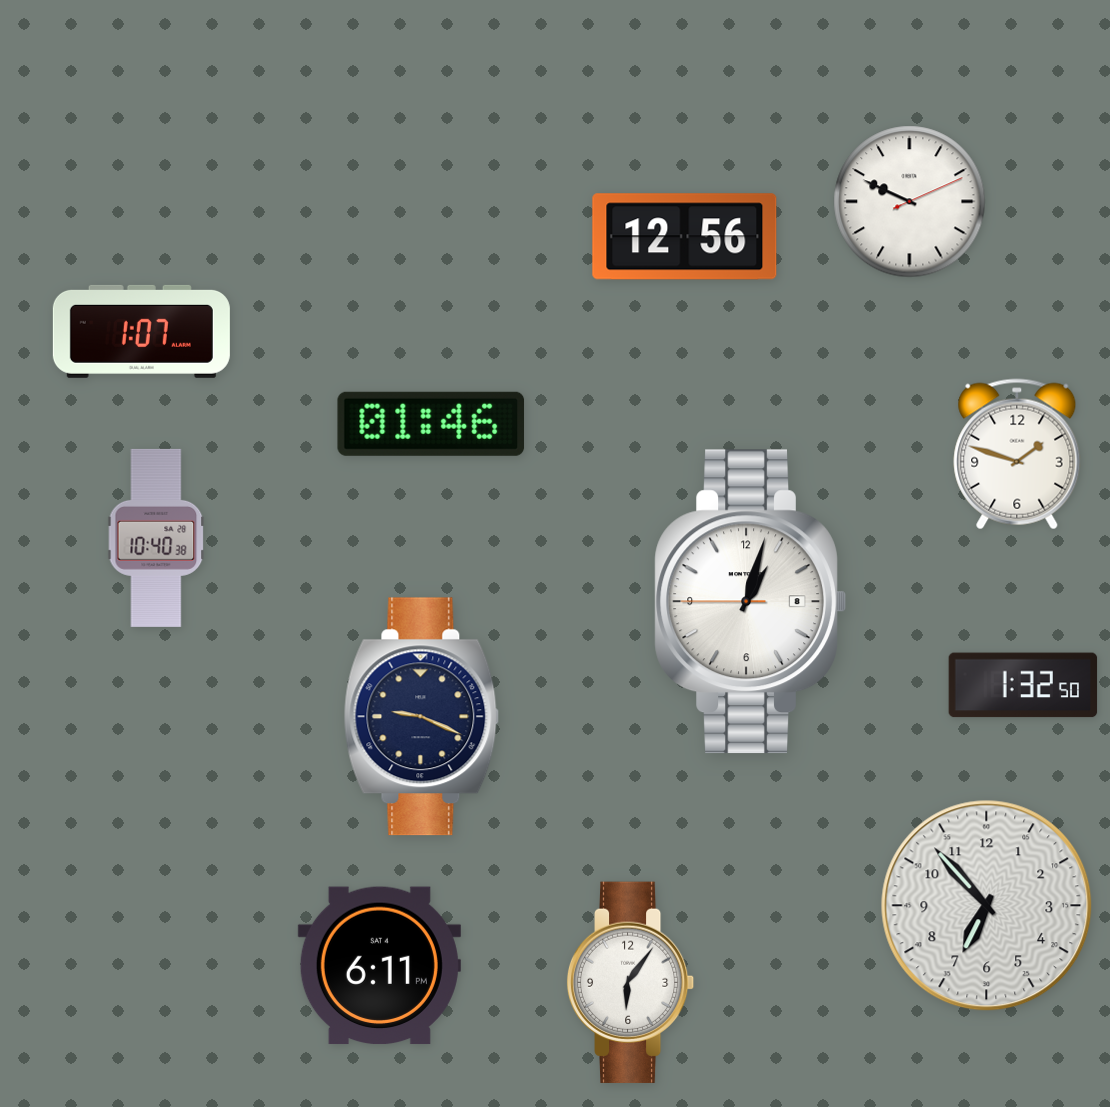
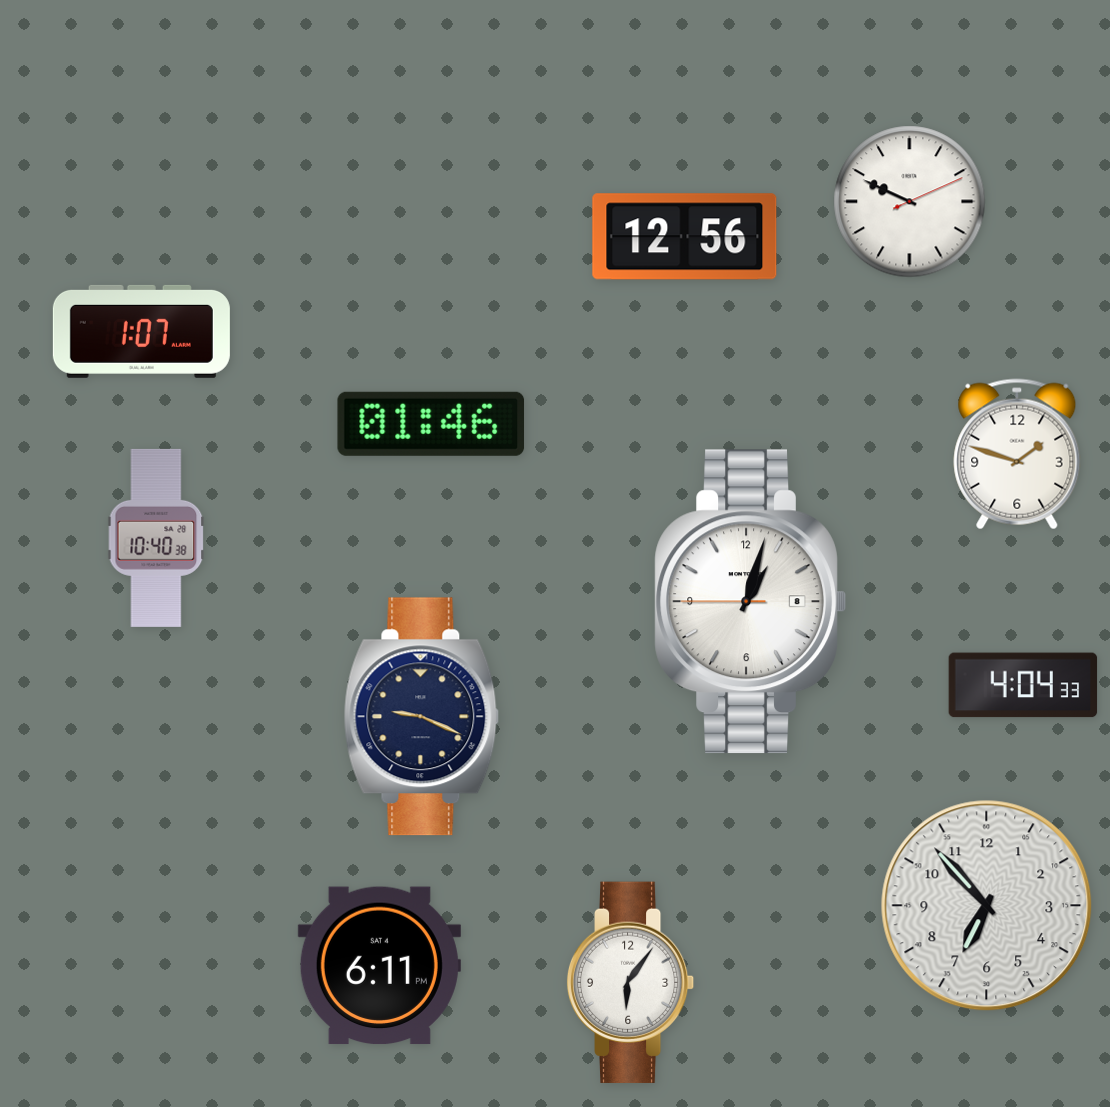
clock at (1023, 685): 1:32 -> 4:04
